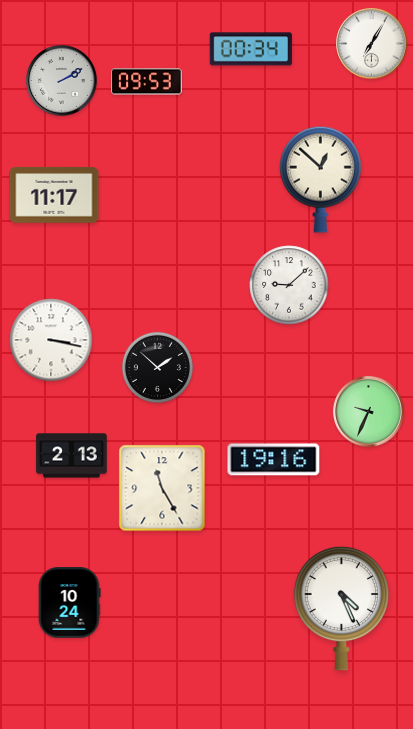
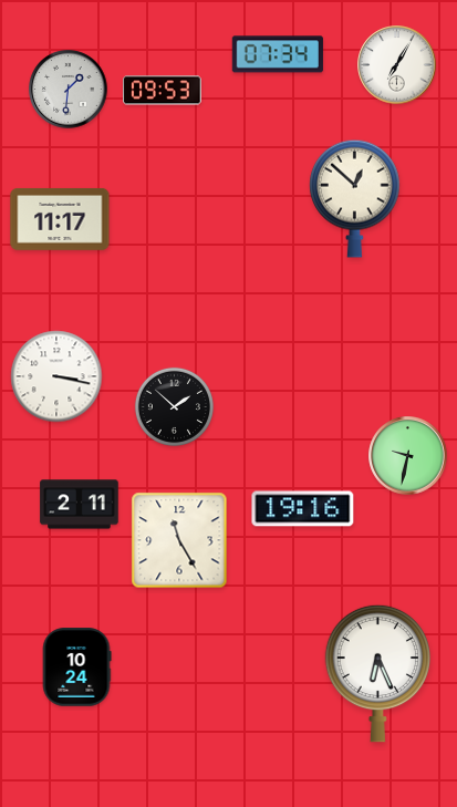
clock at (372, 44) position: (372, 44) -> (397, 65)
clock at (251, 49): 00:34 -> 07:34
clock at (62, 81): 2:10 -> 1:31
clock at (54, 195) position: (54, 195) -> (60, 219)
clock at (289, 285): 9:08 -> none
clock at (369, 412): 9:34 -> 9:32
clock at (72, 456): 2:13 -> 2:11
clock at (341, 608): 4:26 -> 6:26
